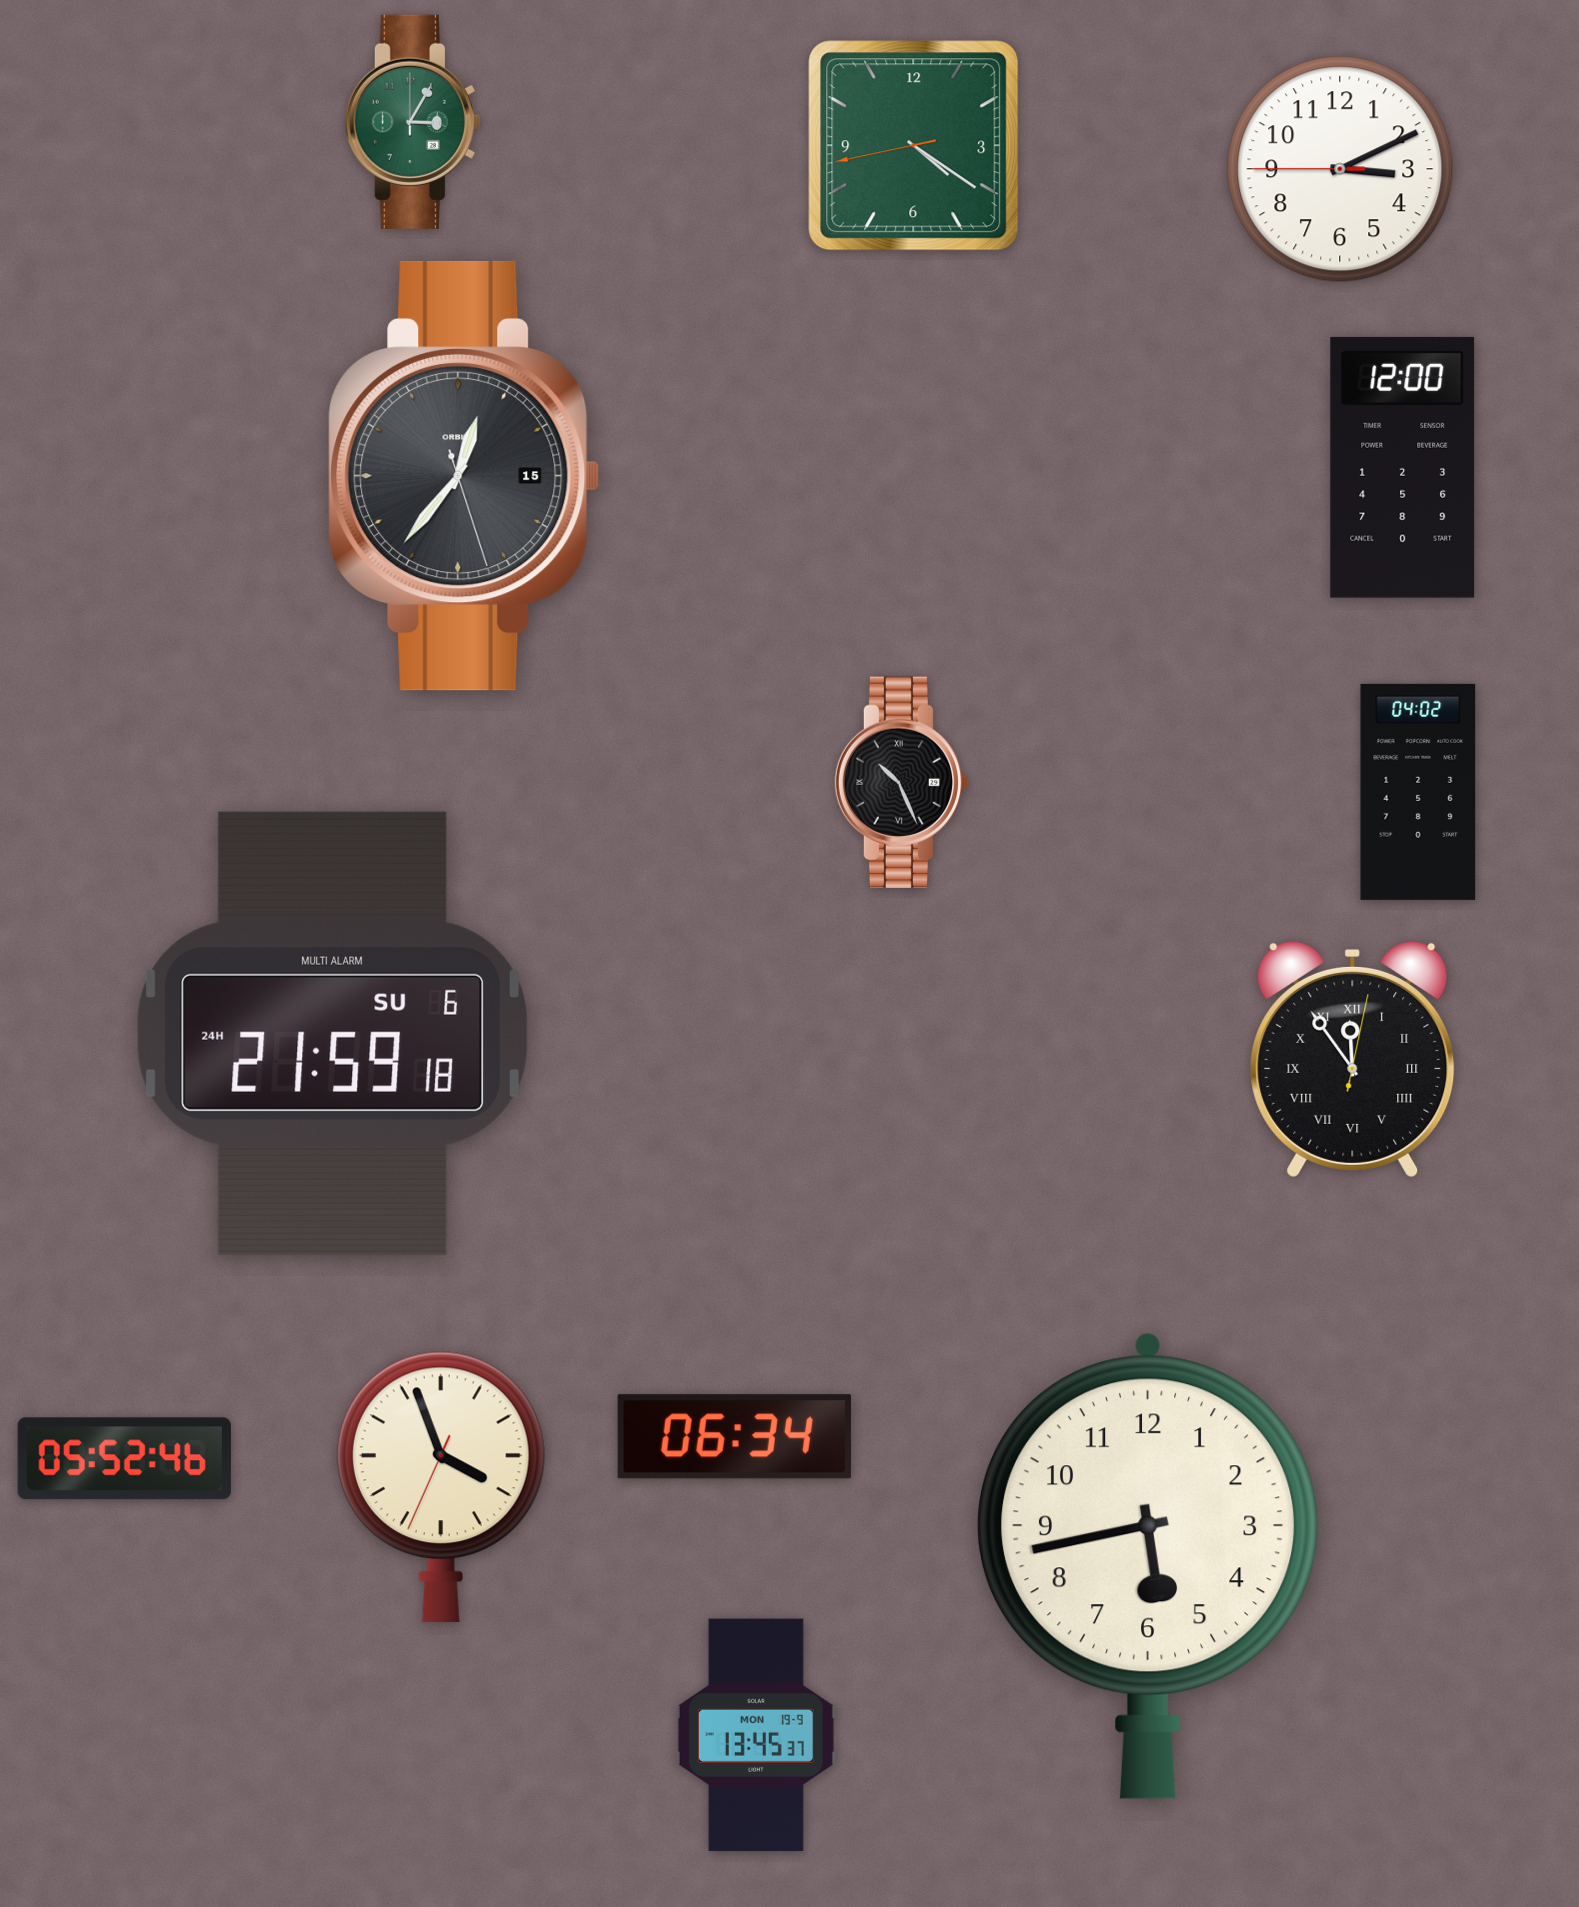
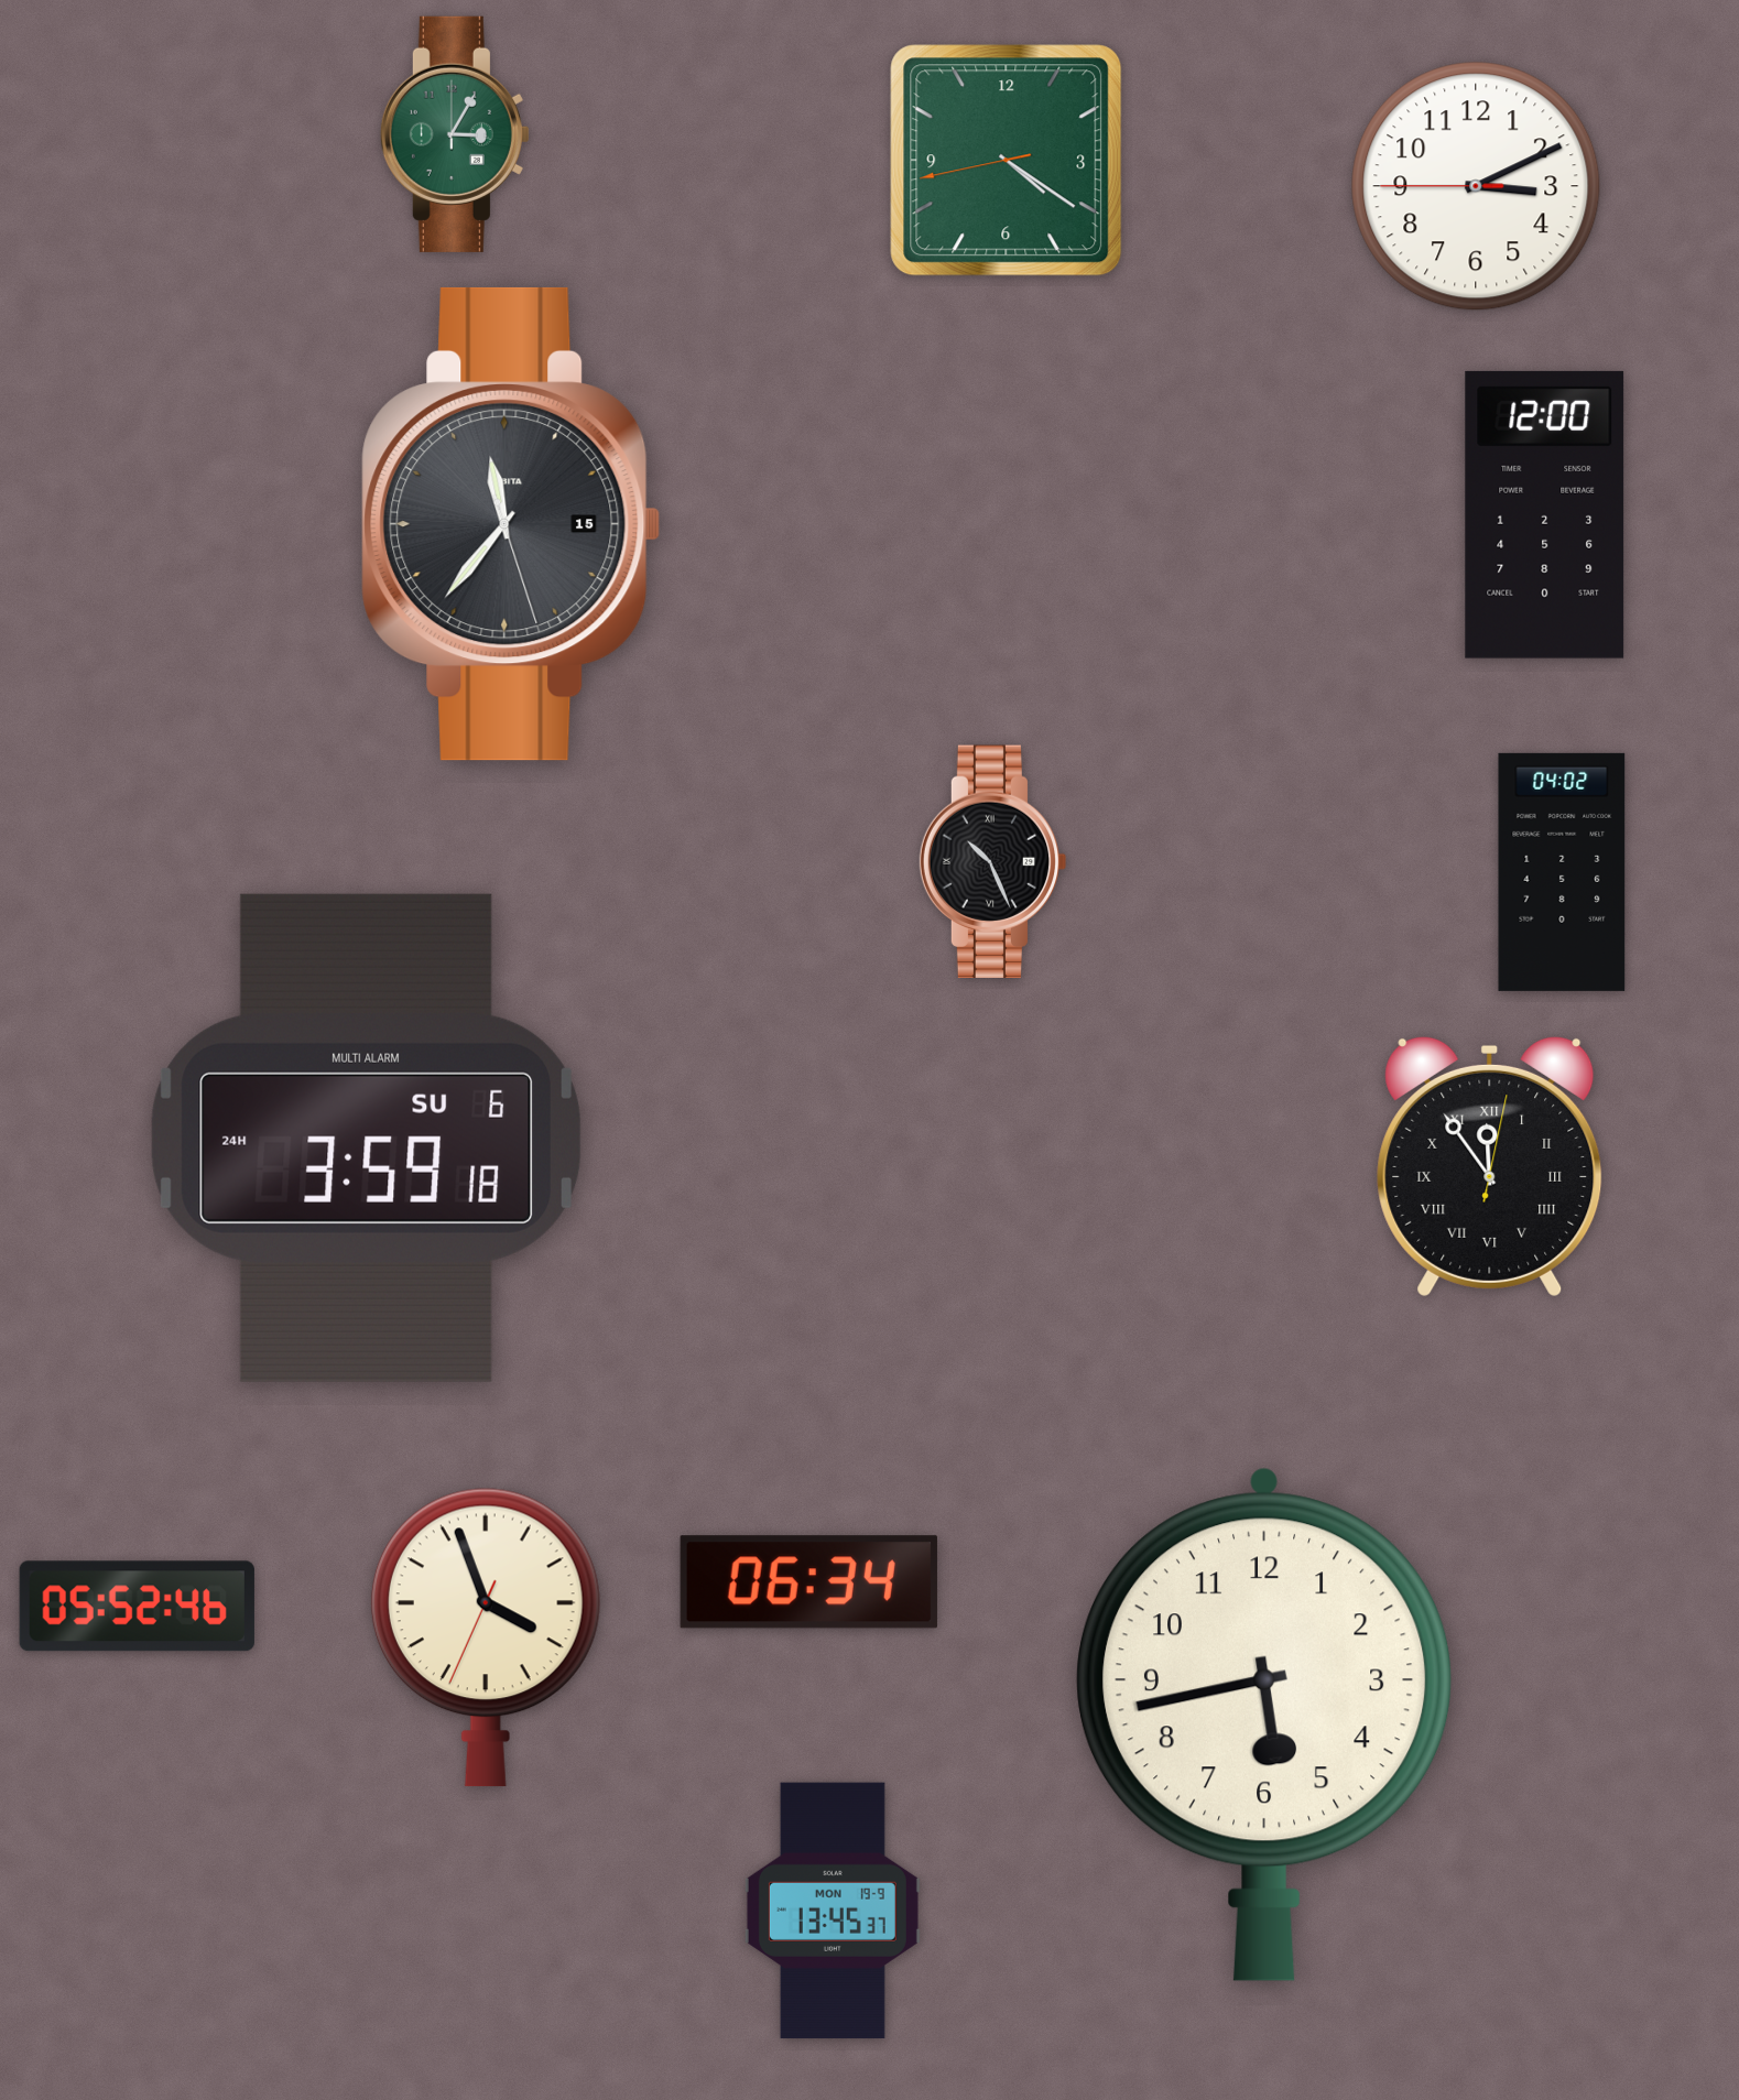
clock at (464, 476): 12:36 -> 11:36
clock at (333, 1033): 21:59 -> 3:59
